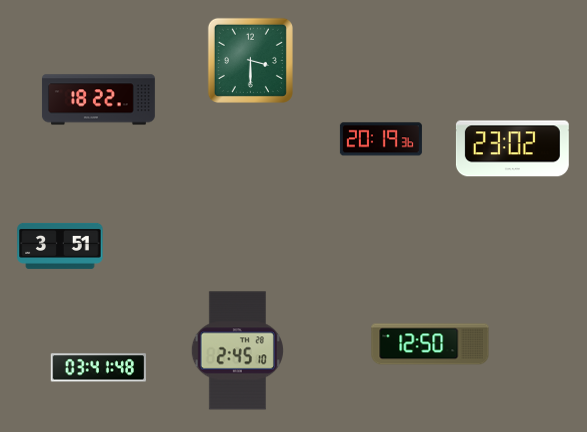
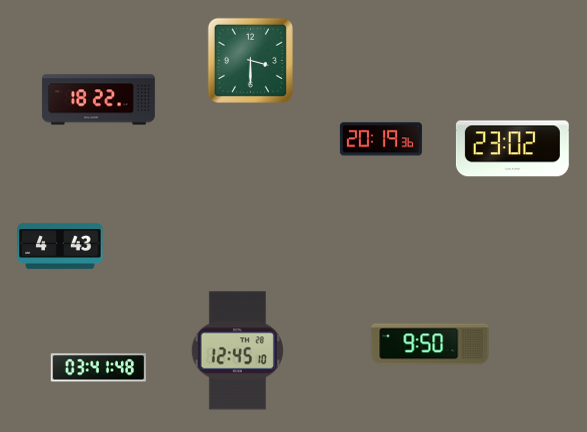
clock at (60, 246): 3:51 -> 4:43
clock at (430, 344): 12:50 -> 9:50
clock at (237, 351): 2:45 -> 12:45
